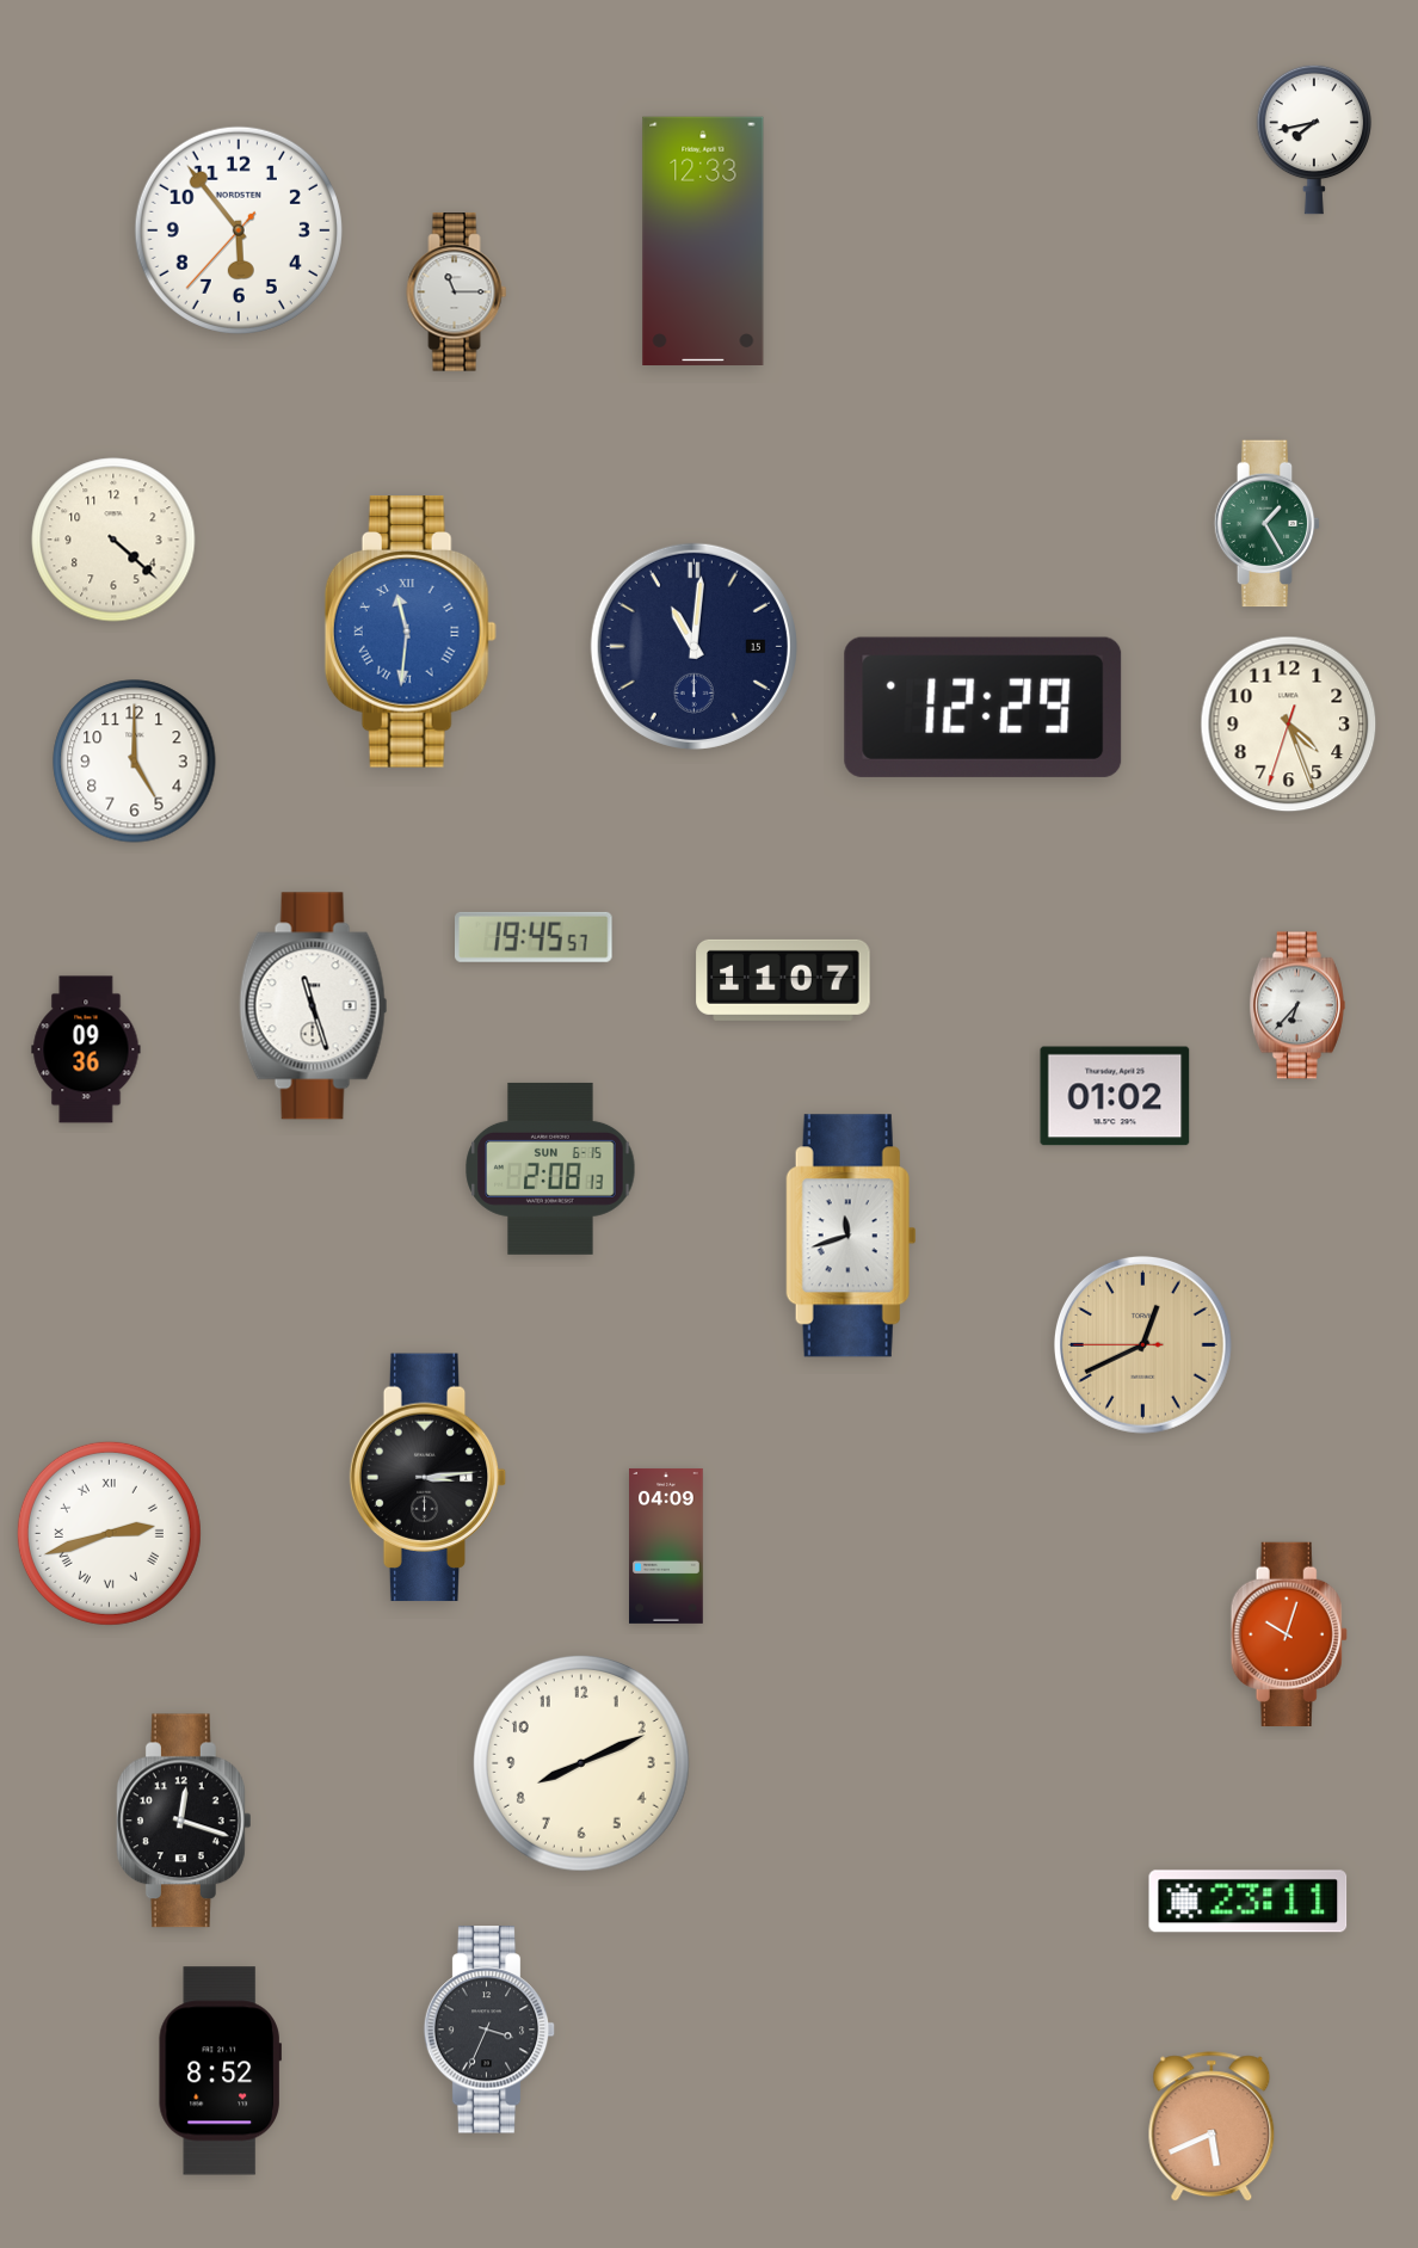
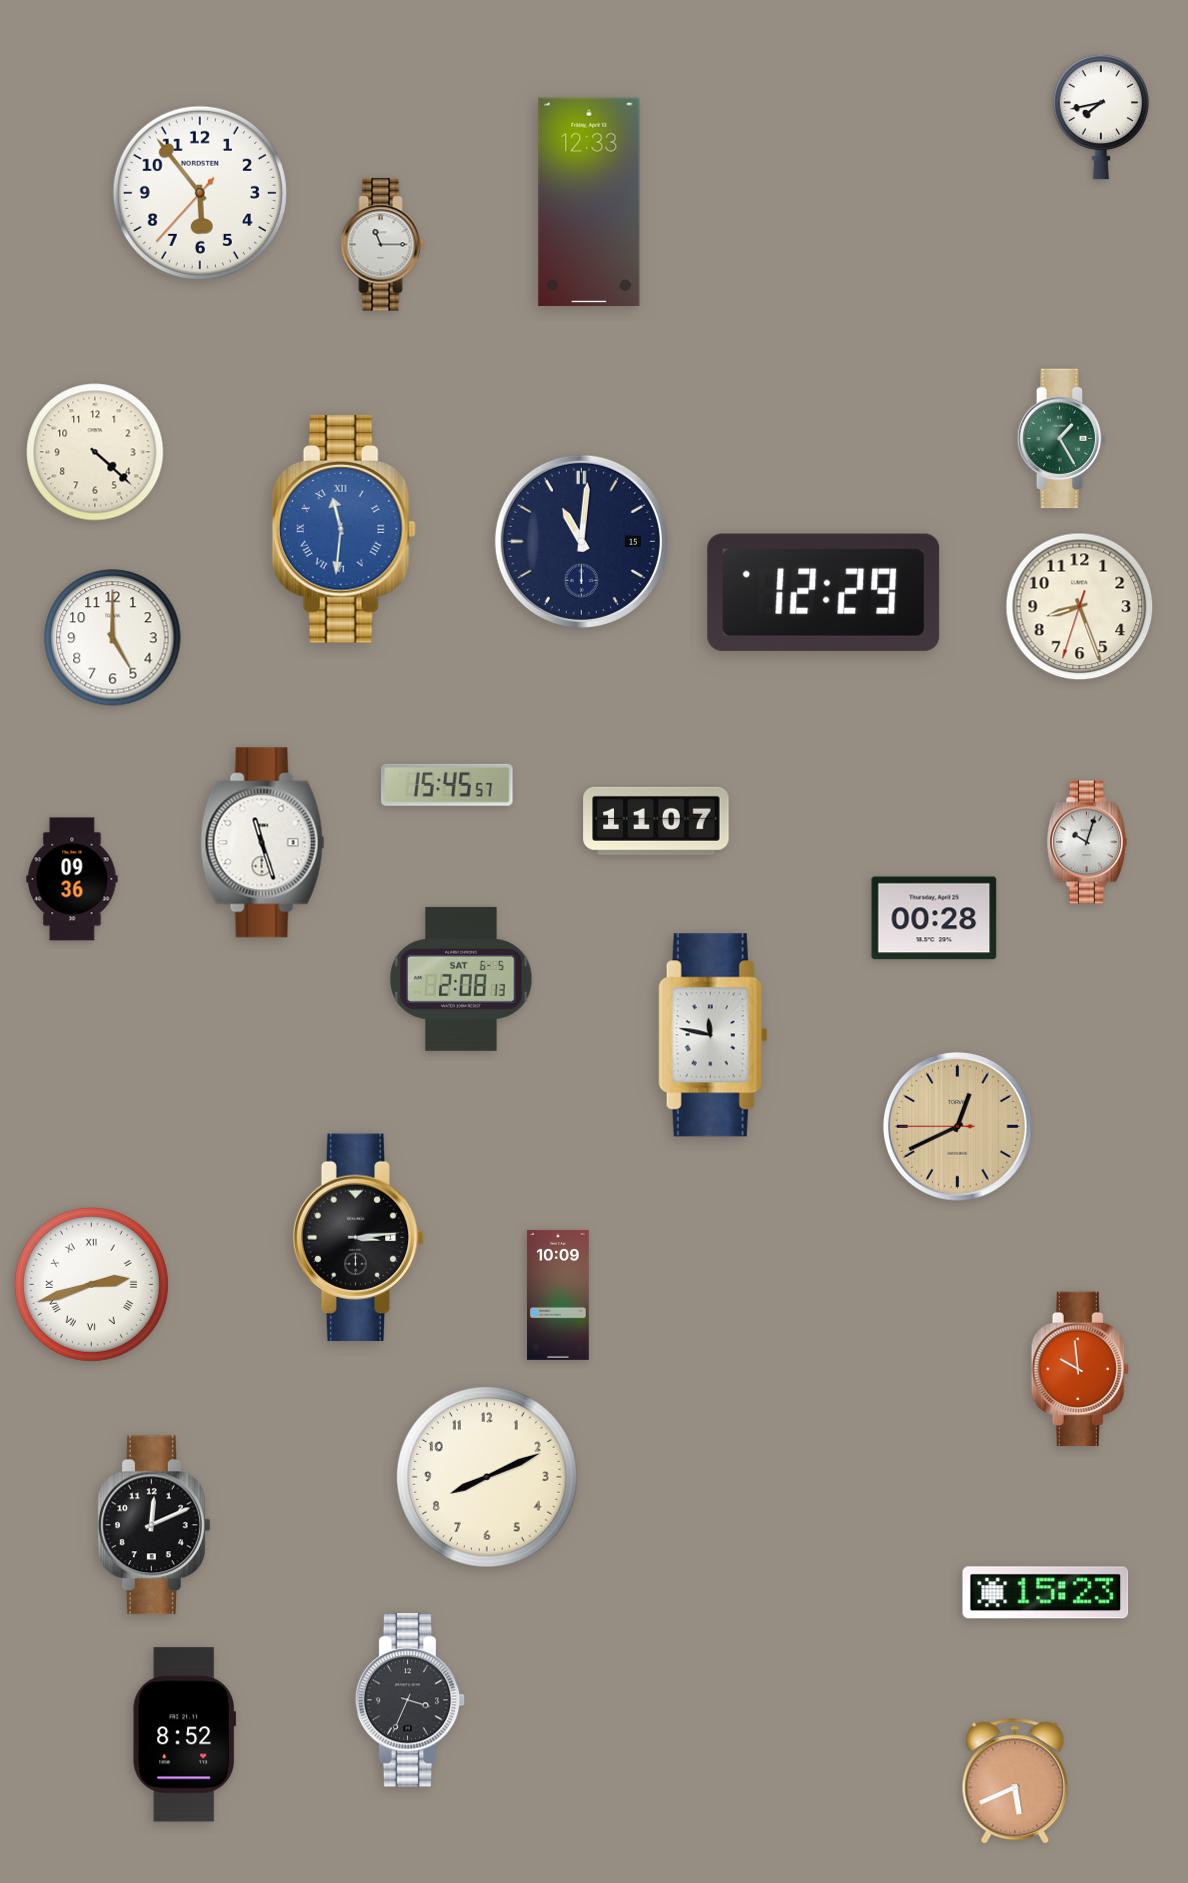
clock at (1289, 725): 4:26 -> 8:26
clock at (535, 937): 19:45 -> 15:45
clock at (1297, 1005): 6:37 -> 10:03
clock at (1115, 1096): 01:02 -> 00:28
clock at (550, 1169) date: SUN 6-15 -> SAT 6-5
clock at (851, 1236): 11:42 -> 11:47
clock at (666, 1546): 04:09 -> 10:09
clock at (1289, 1633): 10:03 -> 9:59
clock at (184, 1821): 12:18 -> 12:11
clock at (1249, 1902): 23:11 -> 15:23
